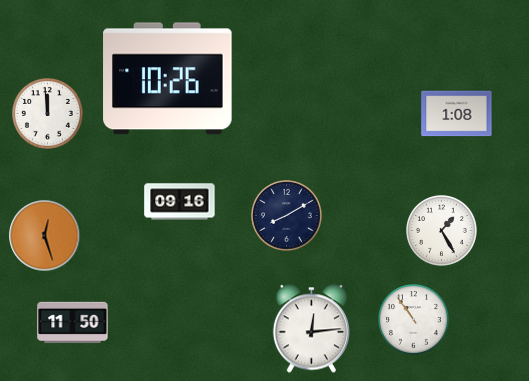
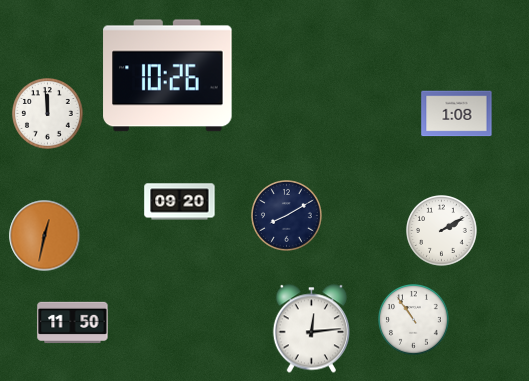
clock at (168, 79) position: (168, 79) -> (168, 76)
clock at (180, 202): 09:16 -> 09:20
clock at (442, 231): 1:25 -> 2:10
clock at (45, 236): 12:27 -> 12:32
